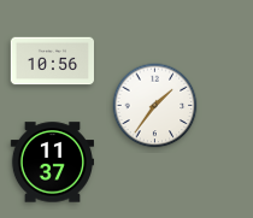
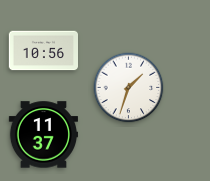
clock at (155, 106): 1:36 -> 1:33
